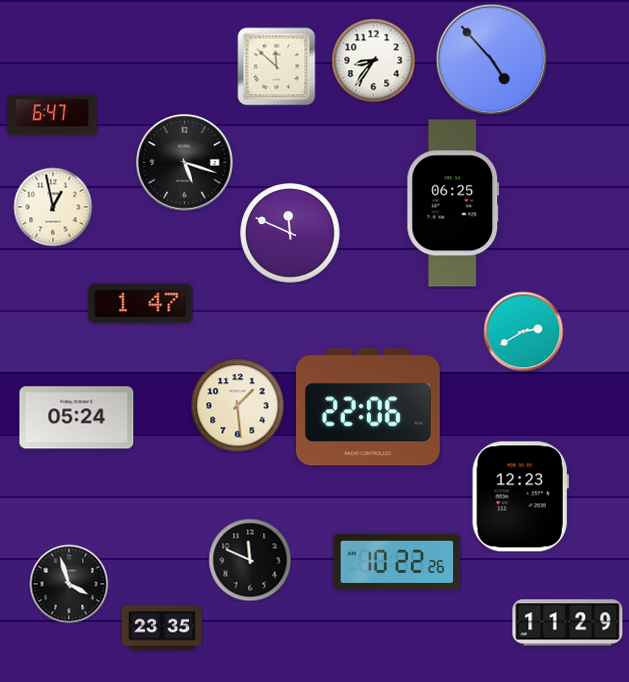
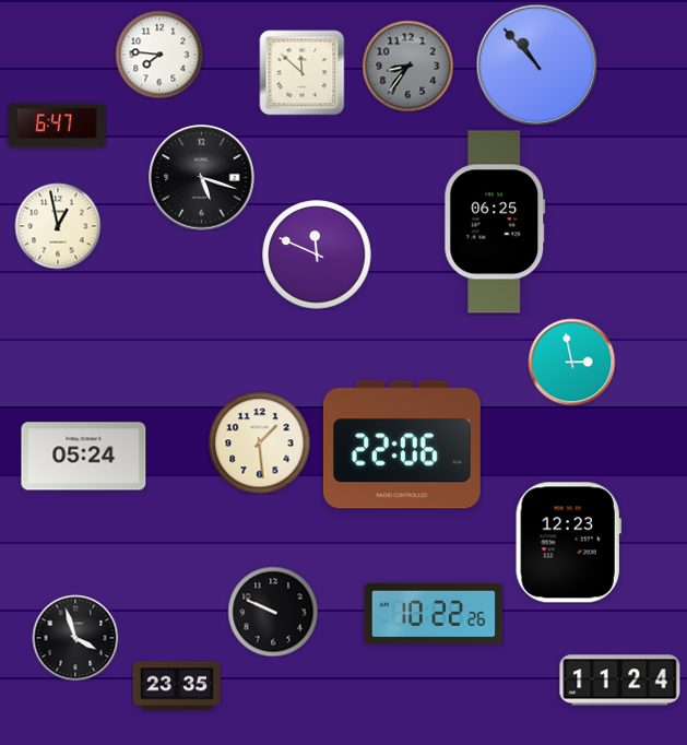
clock at (159, 55): none -> 7:46
clock at (491, 59): 4:53 -> 10:53
clock at (373, 60) dial: white -> grey
clock at (141, 304): 1:47 -> none
clock at (523, 331): 2:40 -> 2:58
clock at (250, 560): 11:49 -> 9:49
clock at (568, 623): 11:29 -> 11:24
